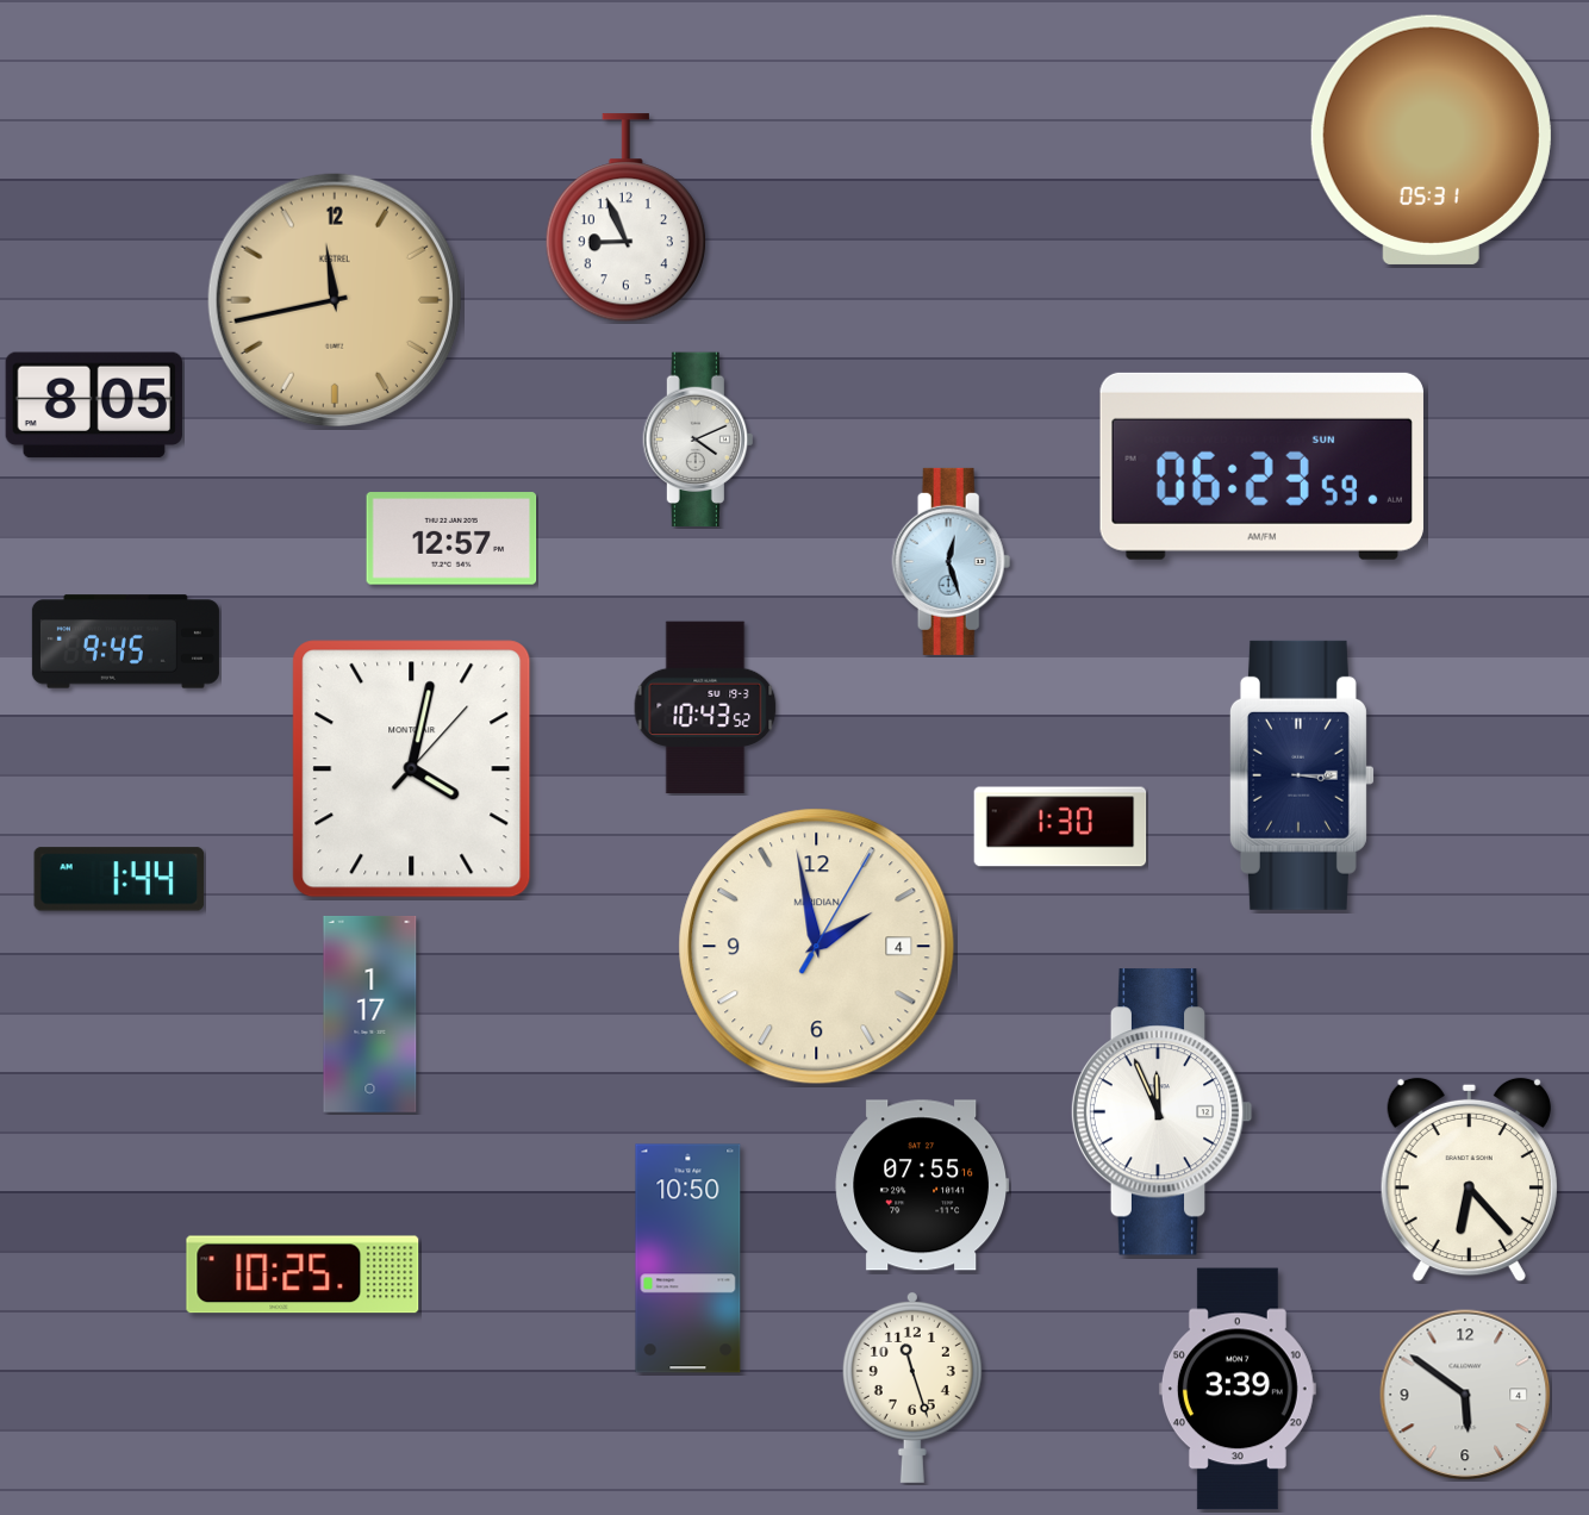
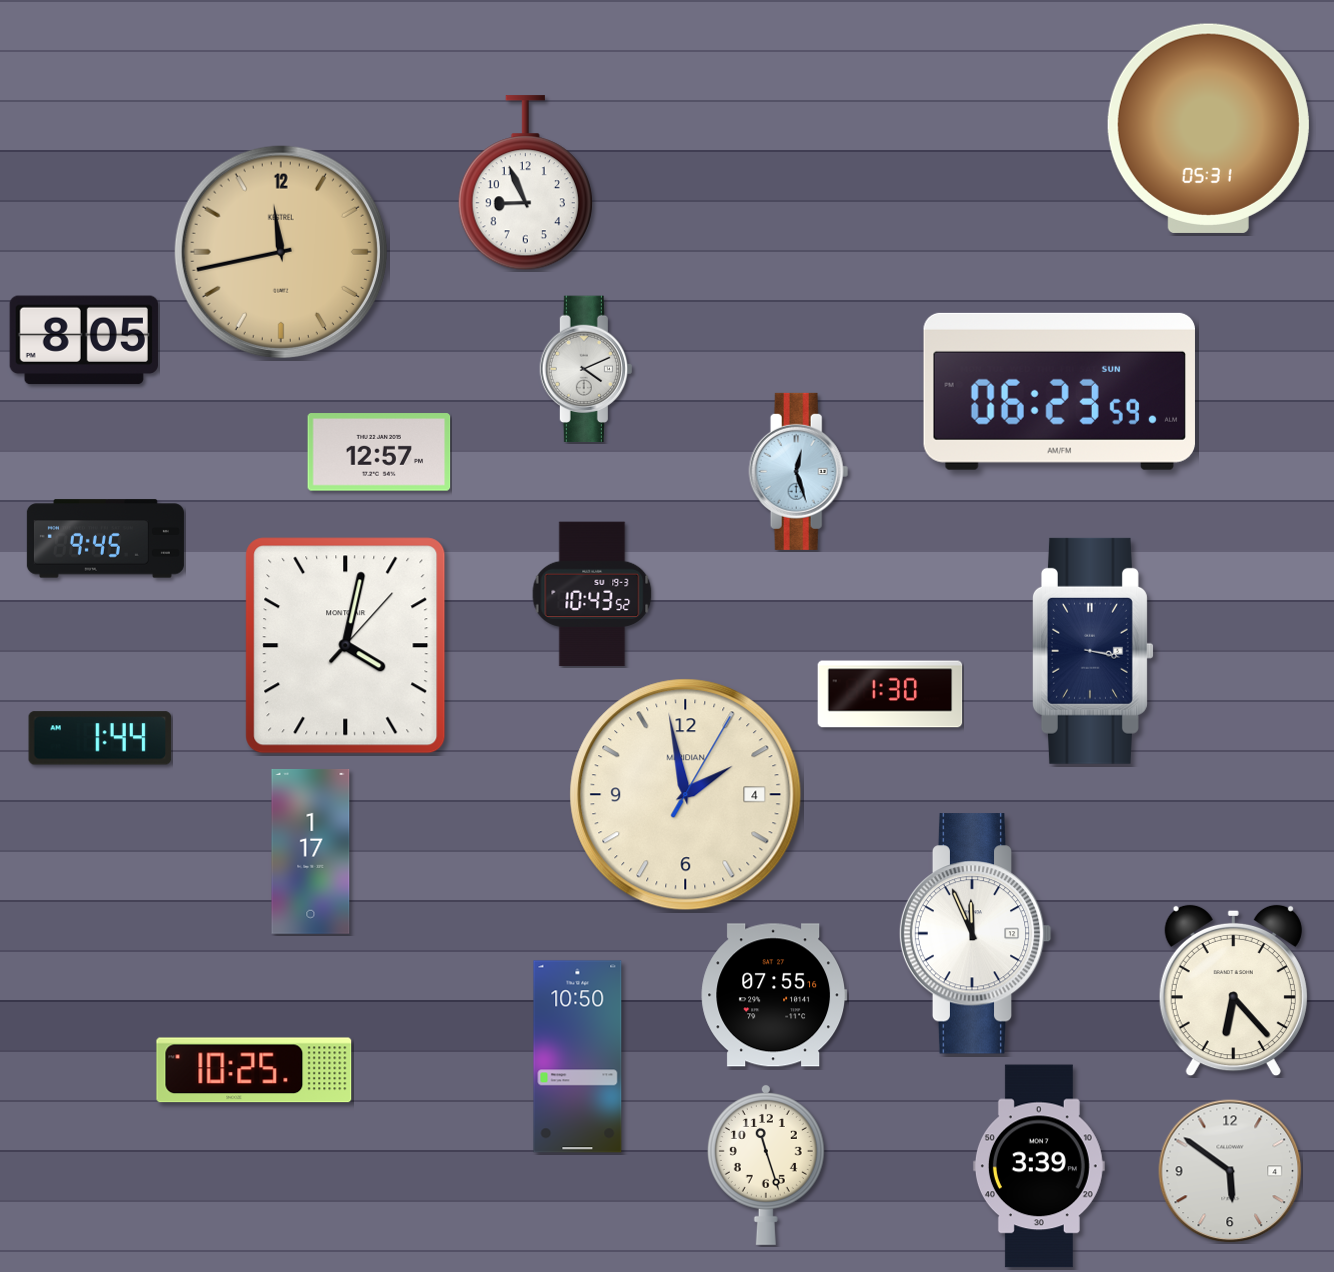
clock at (1431, 139) position: (1431, 139) -> (1208, 128)
clock at (94, 405) position: (94, 405) -> (84, 340)
clock at (1302, 775): 3:15 -> 3:17
